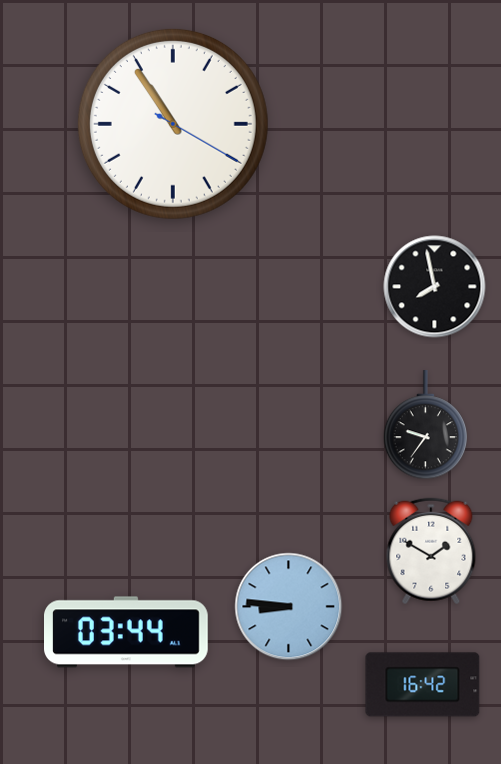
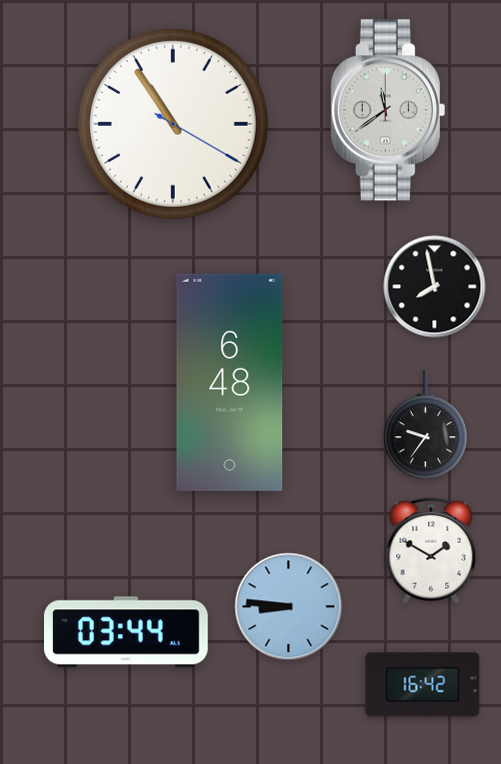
clock at (388, 110): none -> 11:39
clock at (230, 382): none -> 6:48
